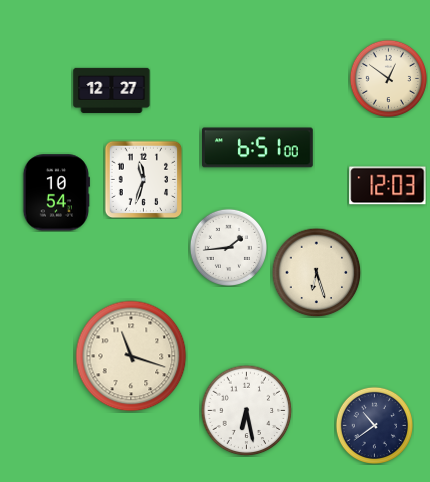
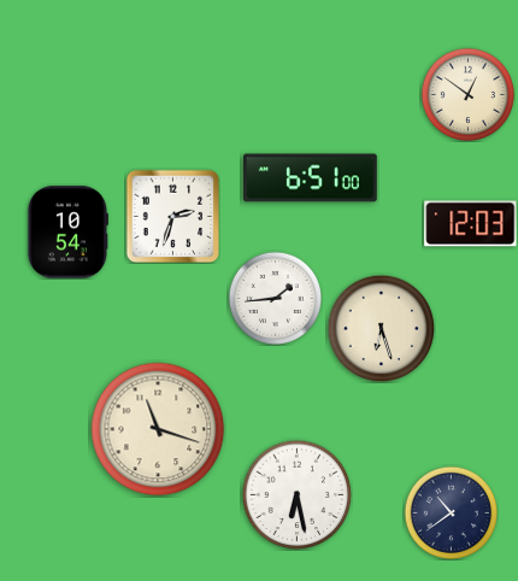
clock at (112, 90): 12:27 -> none
clock at (143, 179): 11:33 -> 2:33
clock at (388, 186) position: (388, 186) -> (471, 224)
